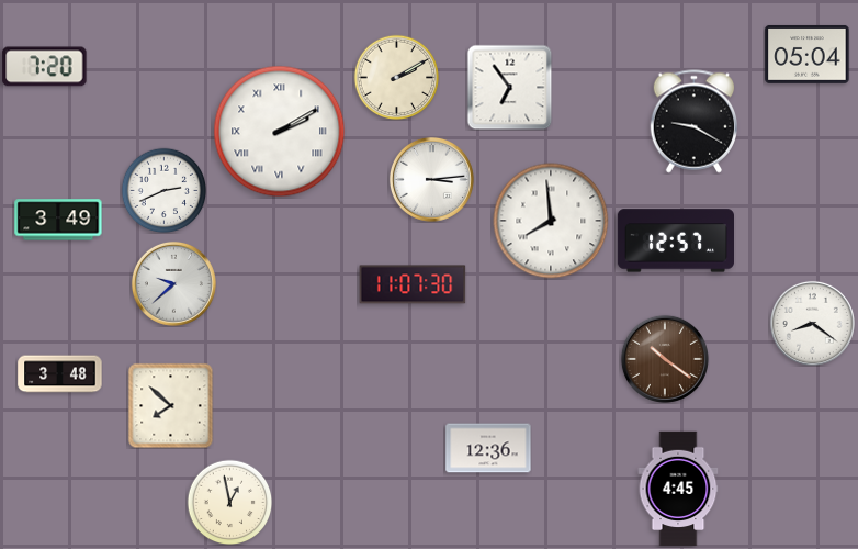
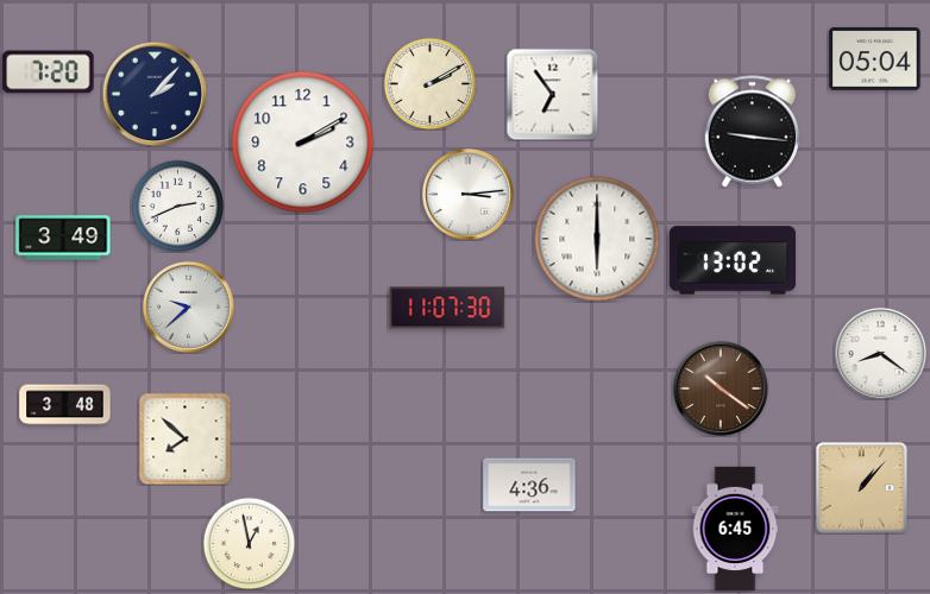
clock at (155, 94): none -> 2:07
clock at (693, 122): 9:20 -> 9:16
clock at (280, 132) numerals: Roman -> Arabic
clock at (551, 221): 7:59 -> 6:00
clock at (675, 240): 12:57 -> 13:02
clock at (812, 323) position: (812, 323) -> (880, 353)
clock at (488, 448): 12:36 -> 4:36
clock at (862, 488): none -> 1:07
clock at (678, 489): 4:45 -> 6:45
